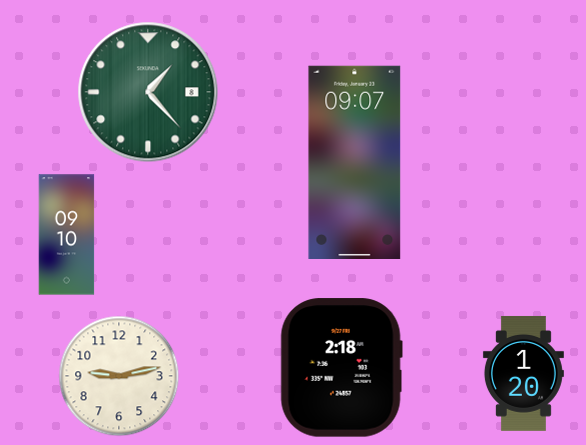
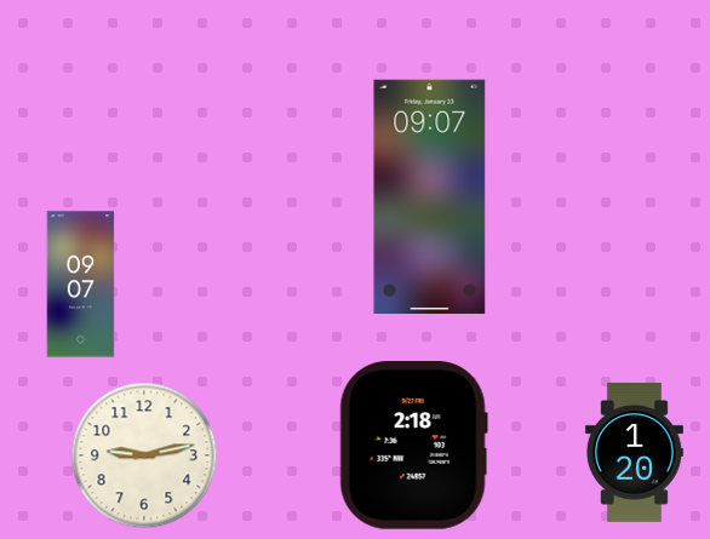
clock at (148, 92): 1:23 -> none
clock at (67, 235): 09:10 -> 09:07
